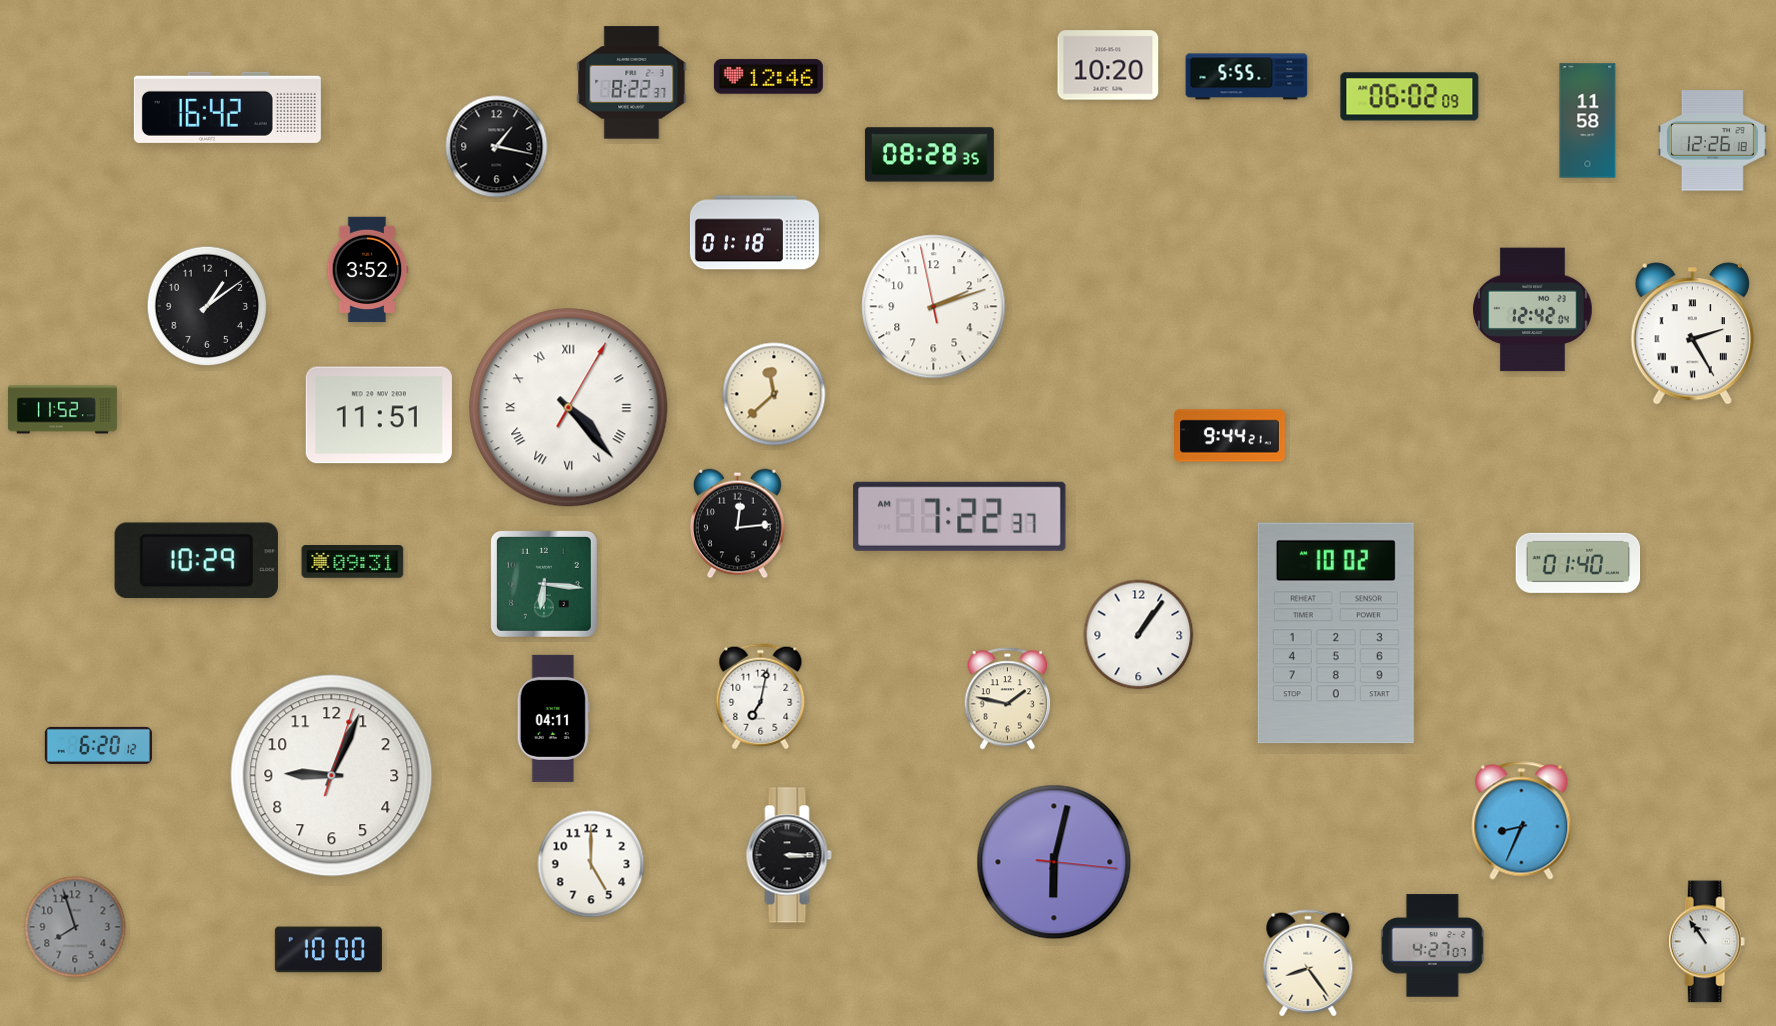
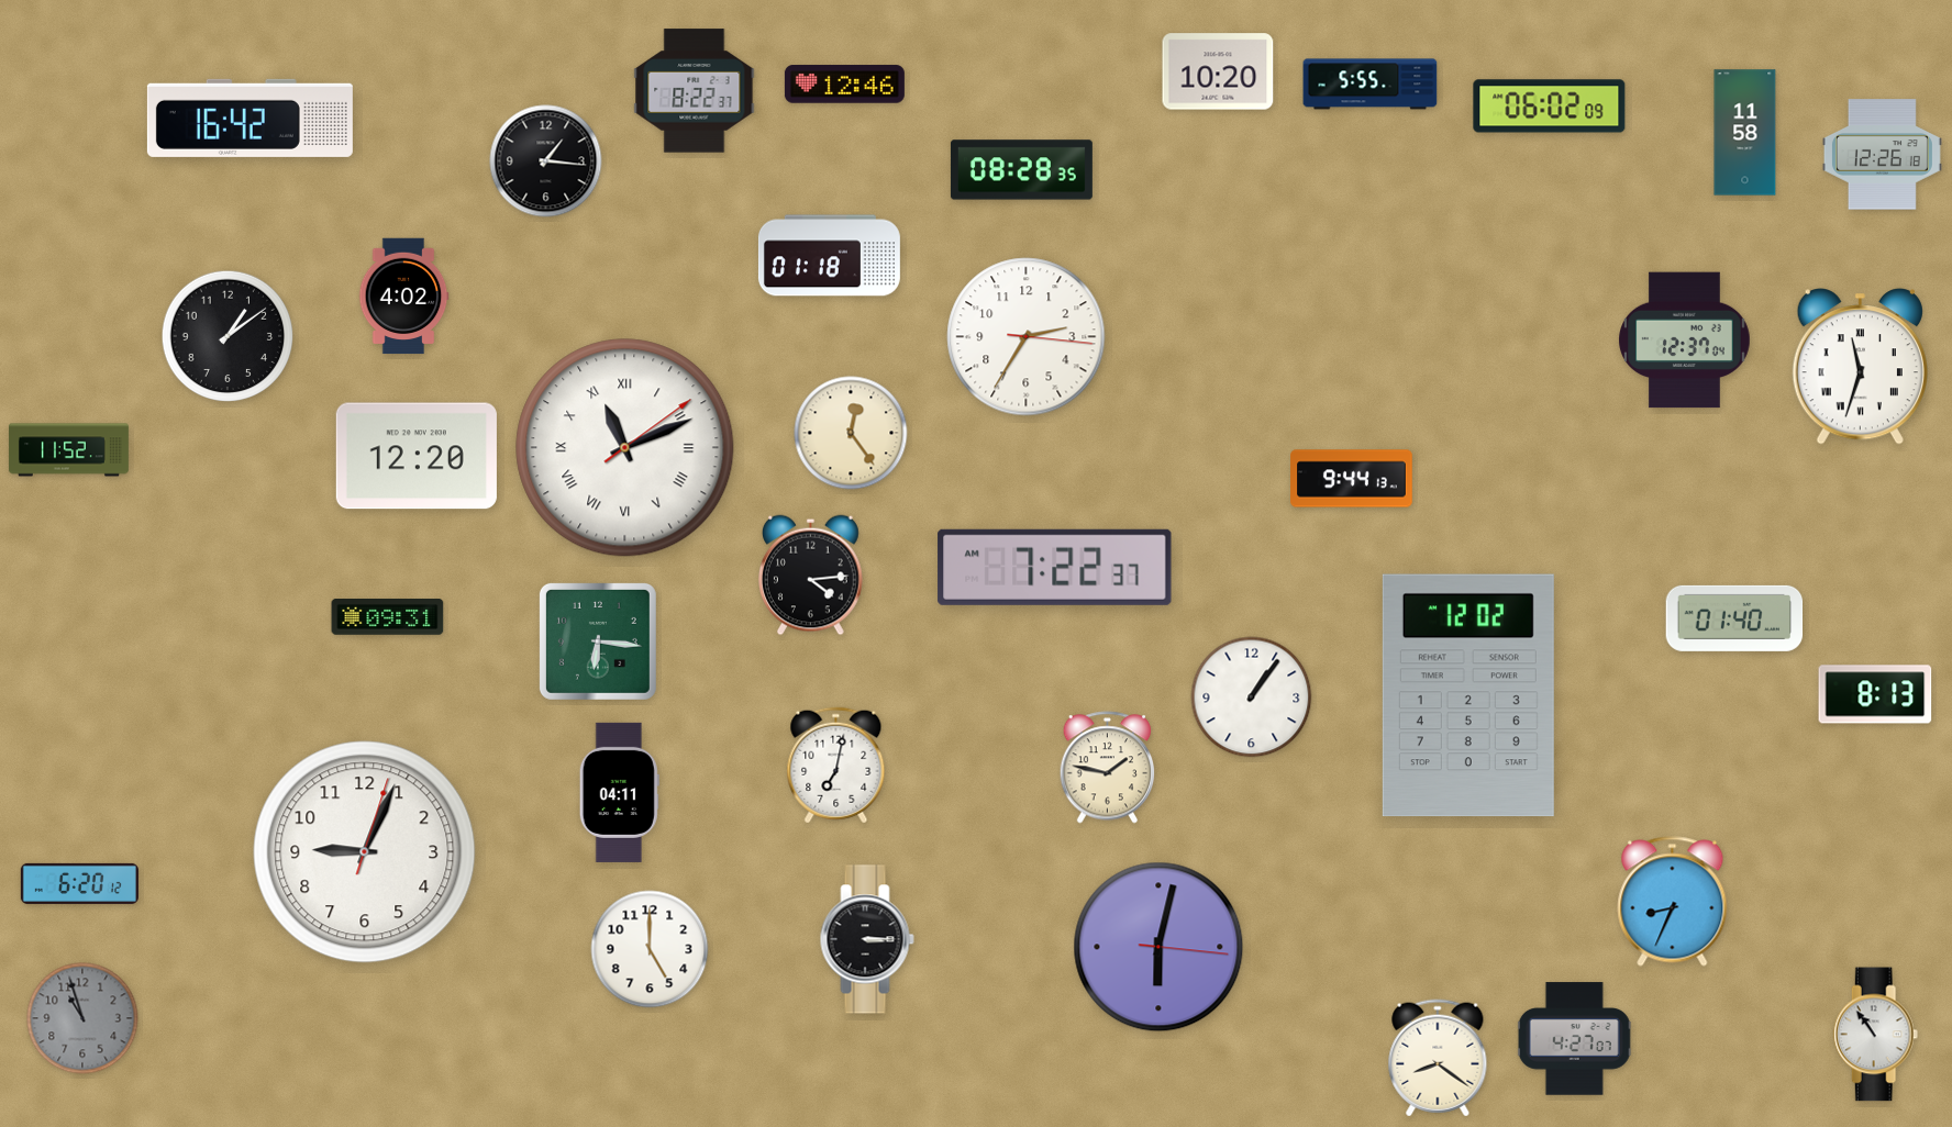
clock at (497, 147): 1:17 -> 1:16
clock at (367, 270): 3:52 -> 4:02
clock at (934, 307): 2:11 -> 2:35
clock at (1533, 310): 12:42 -> 12:37
clock at (1692, 334): 2:25 -> 11:33
clock at (774, 394): 11:38 -> 12:24
clock at (569, 408): 4:23 -> 11:11
clock at (379, 415): 11:51 -> 12:20
clock at (1230, 436): 9:44:21 -> 9:44:13
clock at (738, 524): 12:14 -> 4:14
clock at (196, 561): 10:29 -> none
clock at (1875, 694): none -> 8:13
clock at (1336, 633): 10:02 -> 12:02
clock at (553, 718) position: (553, 718) -> (619, 792)
clock at (98, 745) position: (98, 745) -> (79, 883)
clock at (75, 927): 7:57 -> 10:57
clock at (328, 950): 10:00 -> none
clock at (1308, 963): 8:24 -> 8:21
